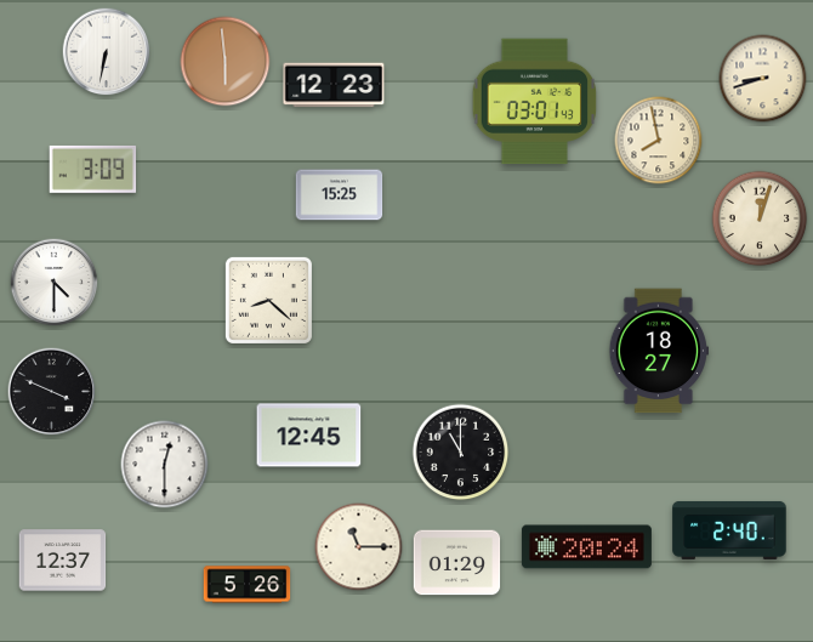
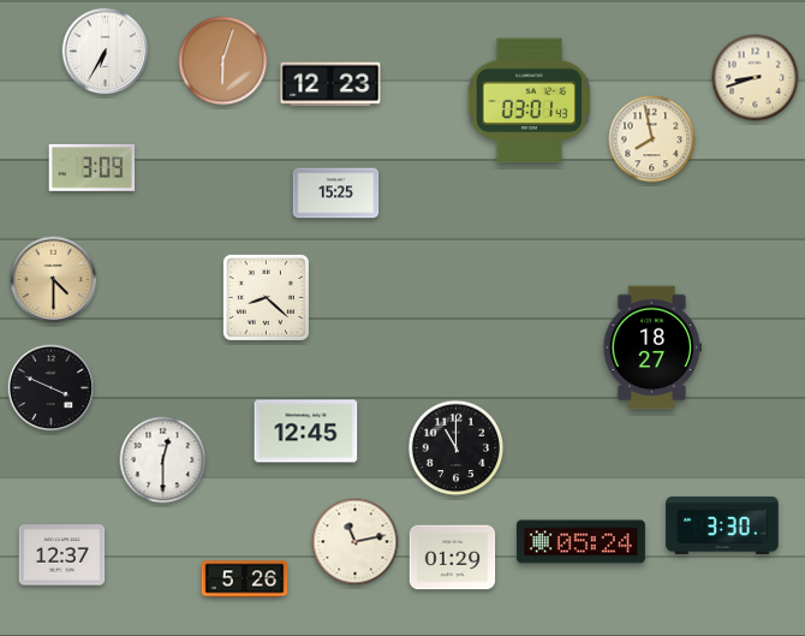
clock at (107, 52): 6:32 -> 6:35
clock at (226, 62): 5:59 -> 6:03
clock at (760, 218): 12:03 -> none
clock at (55, 283) dial: white -> champagne
clock at (729, 530): 2:40 -> 3:30
clock at (359, 547): 11:15 -> 11:13
clock at (586, 547): 20:24 -> 05:24
